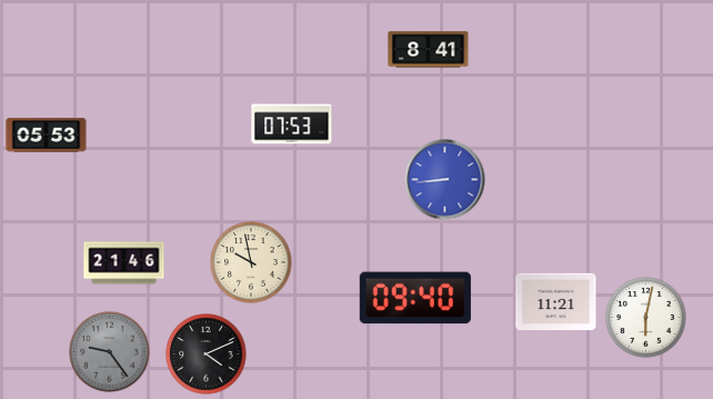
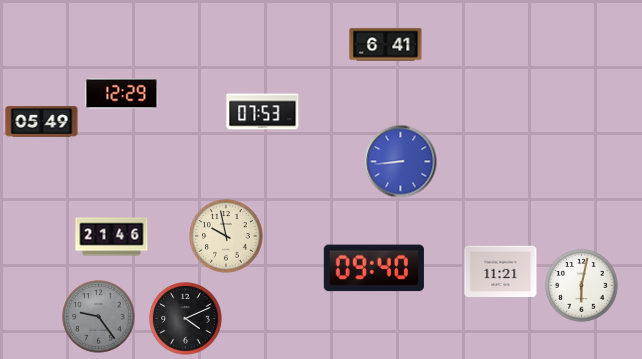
clock at (429, 50): 8:41 -> 6:41
clock at (122, 94): none -> 12:29
clock at (47, 136): 05:53 -> 05:49
